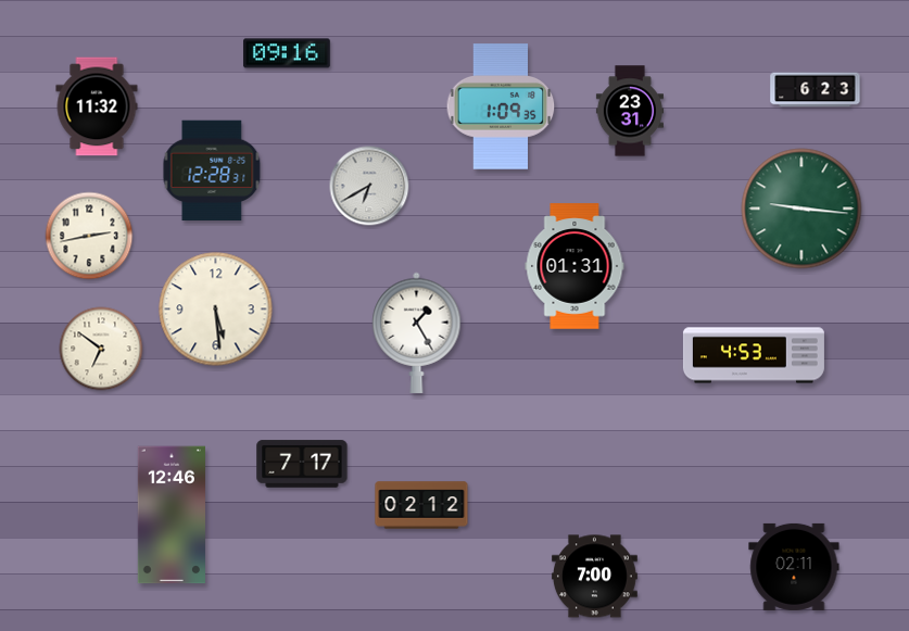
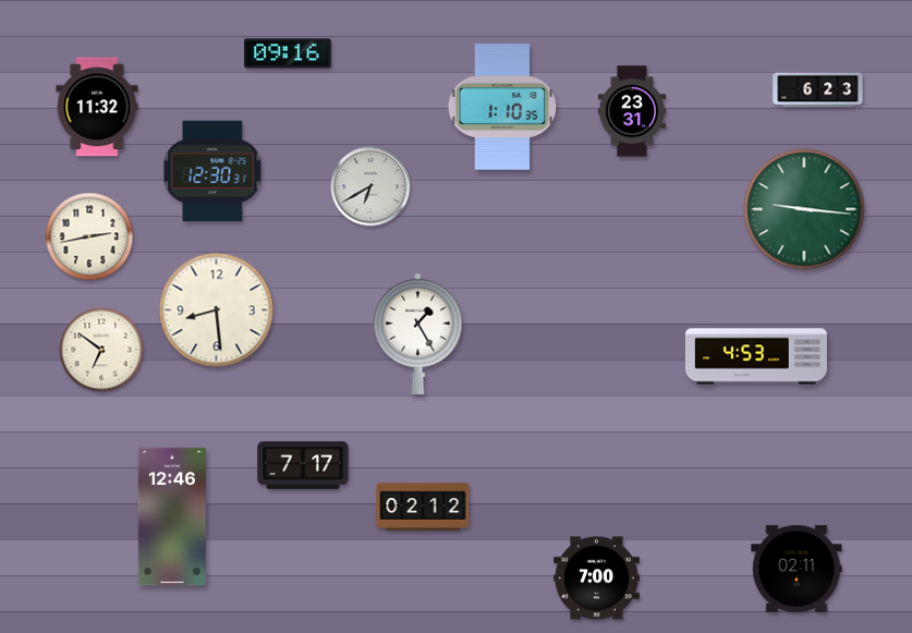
clock at (501, 106): 1:09 -> 1:10
clock at (212, 171): 12:28 -> 12:30
clock at (575, 266): 01:31 -> none
clock at (216, 310): 5:29 -> 8:29
